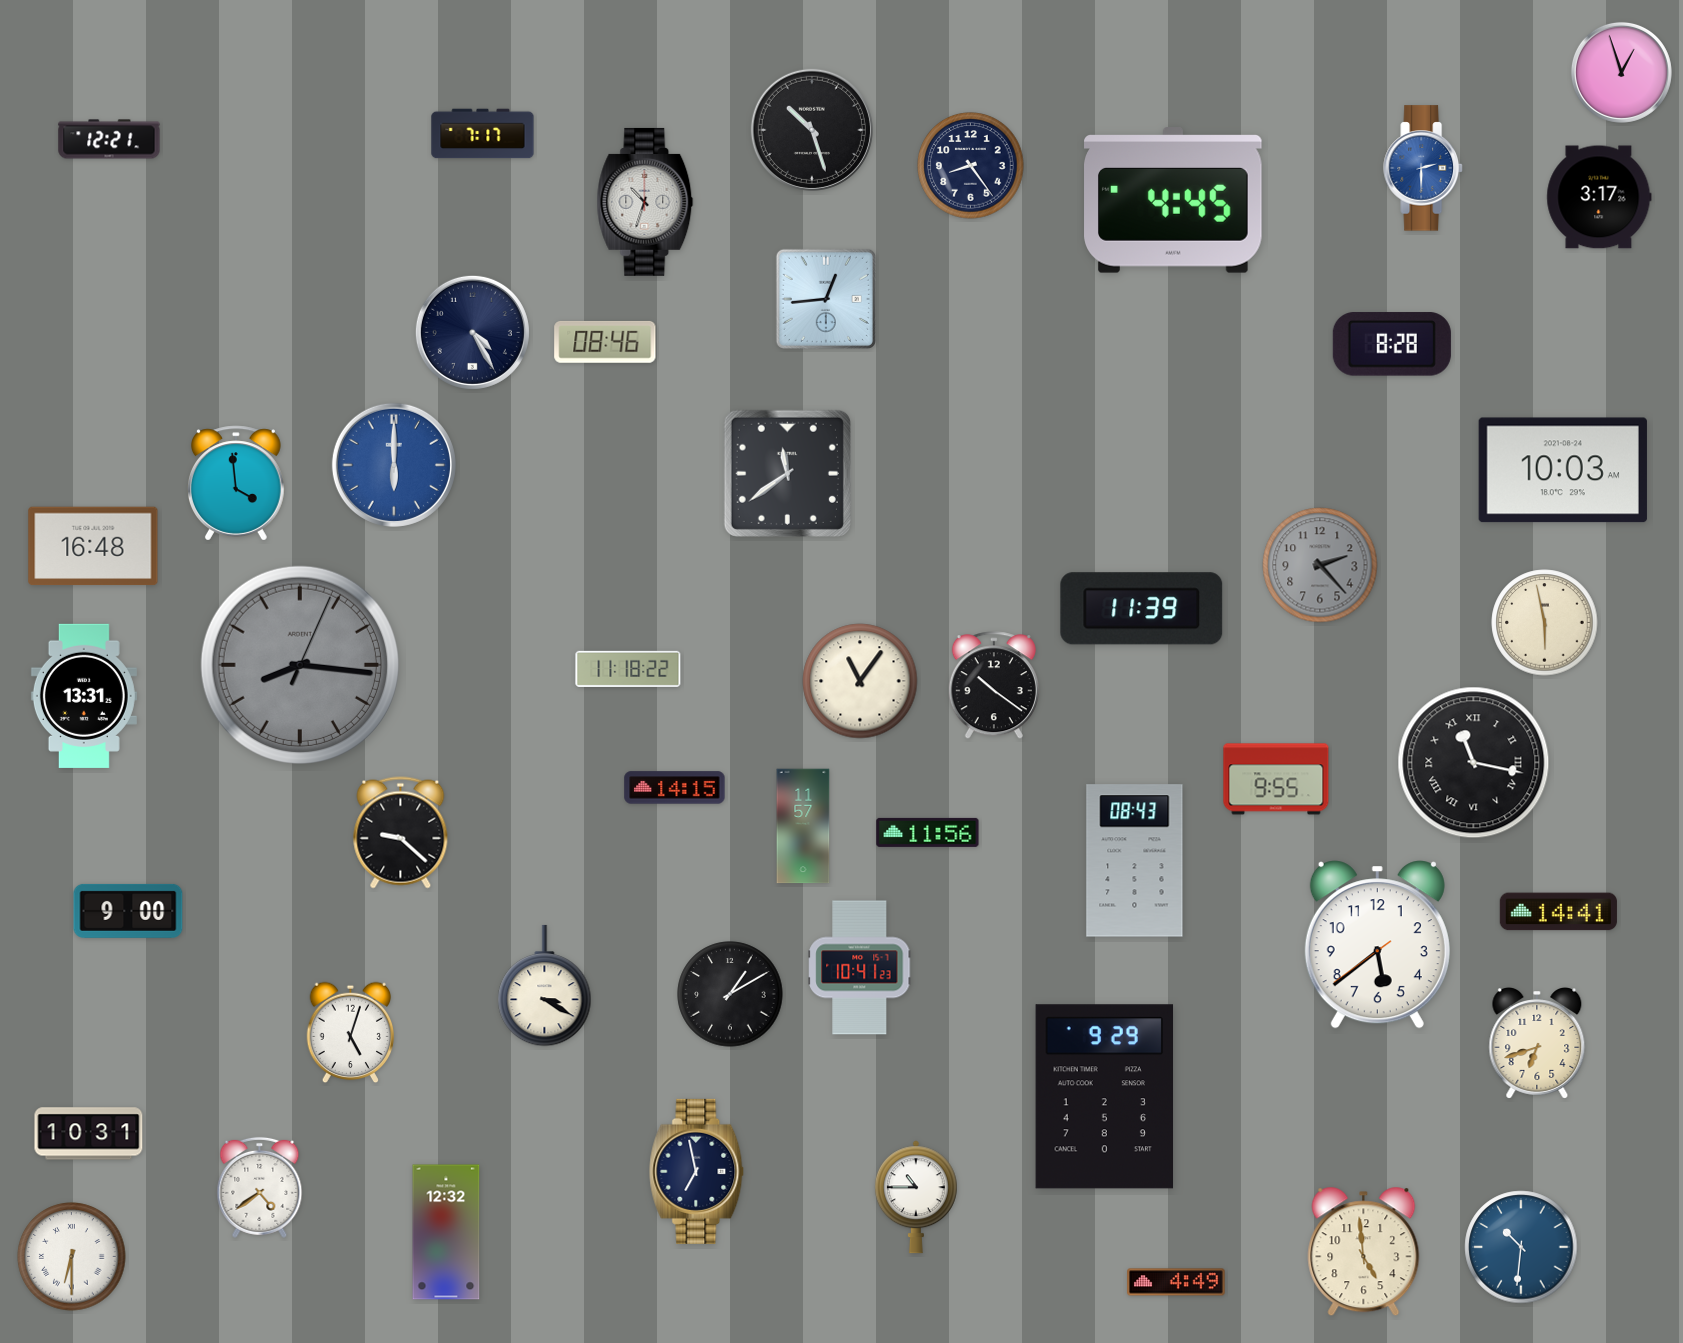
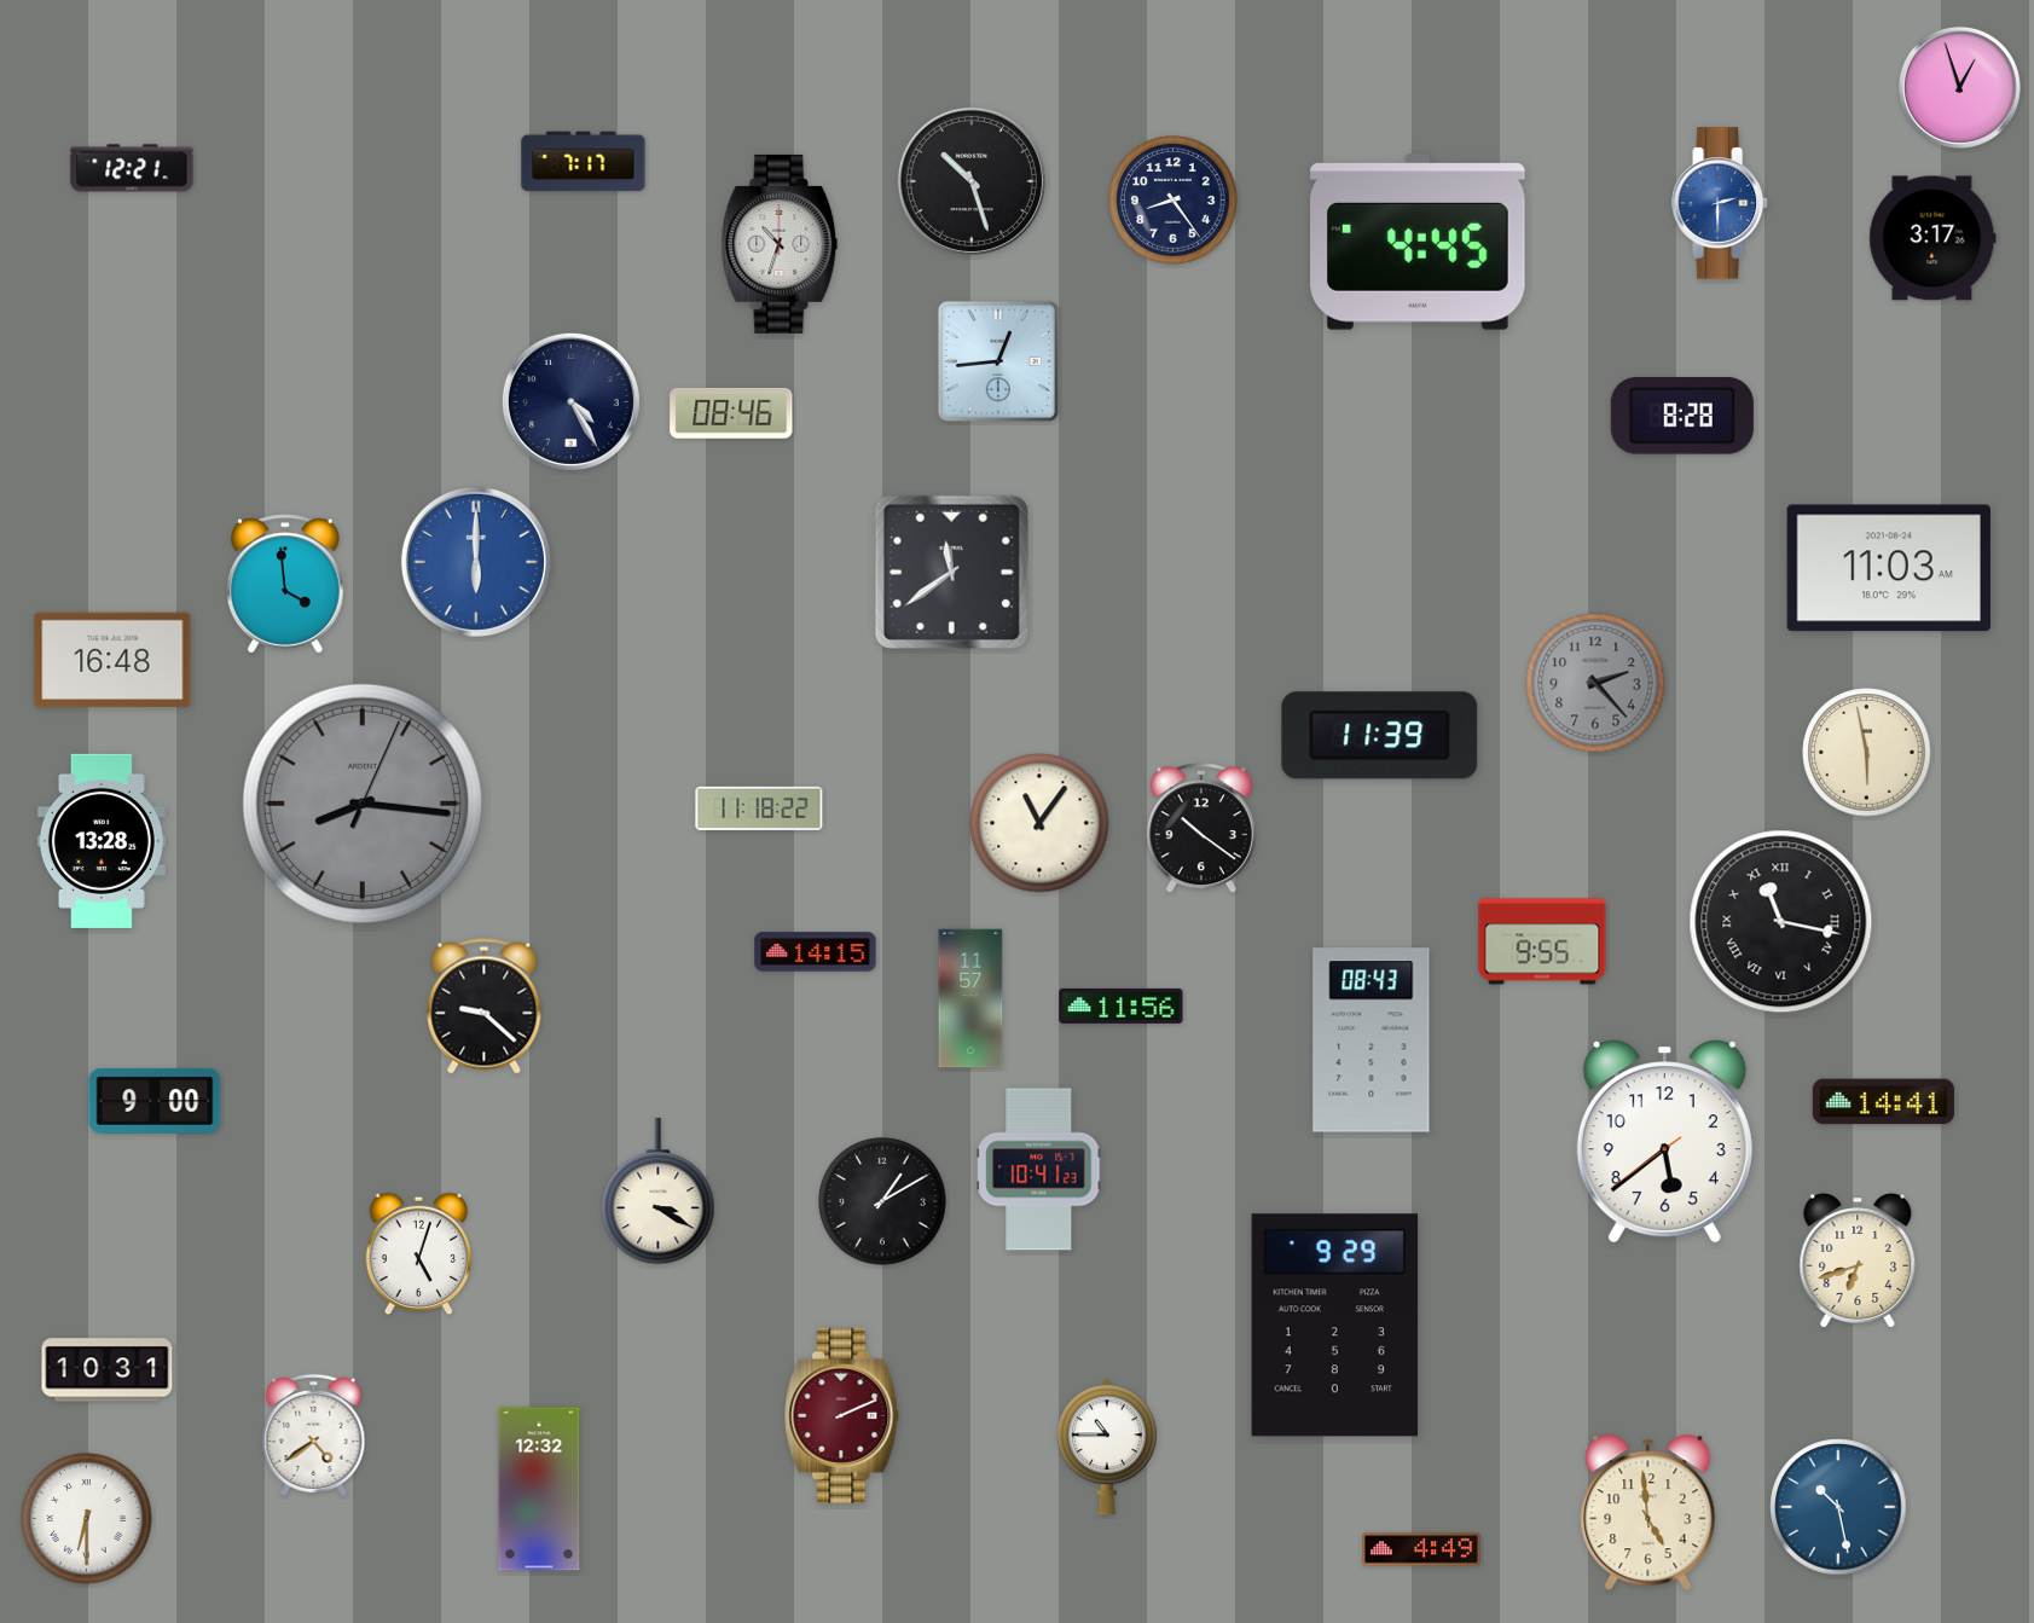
clock at (812, 130) position: (812, 130) -> (972, 181)
clock at (1563, 470): 10:03 -> 11:03
clock at (84, 696): 13:31 -> 13:28
clock at (351, 1033) position: (351, 1033) -> (419, 1254)
clock at (697, 1171): 6:58 -> 2:11
clock at (697, 1171) dial: navy -> burgundy
clock at (1521, 1247): 10:31 -> 10:28
